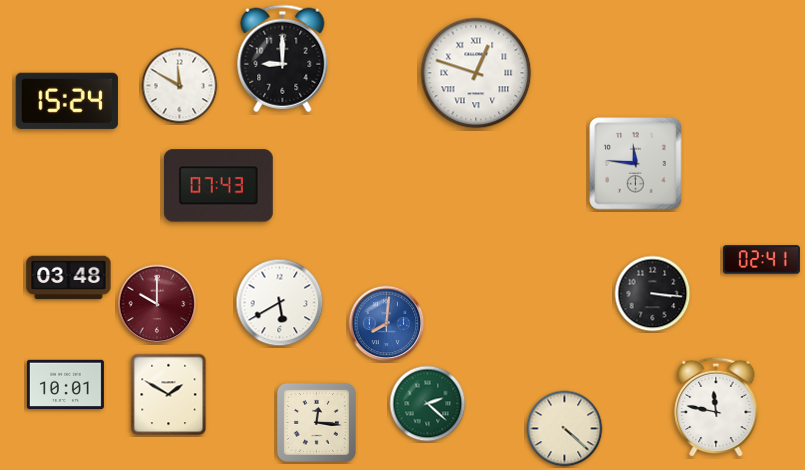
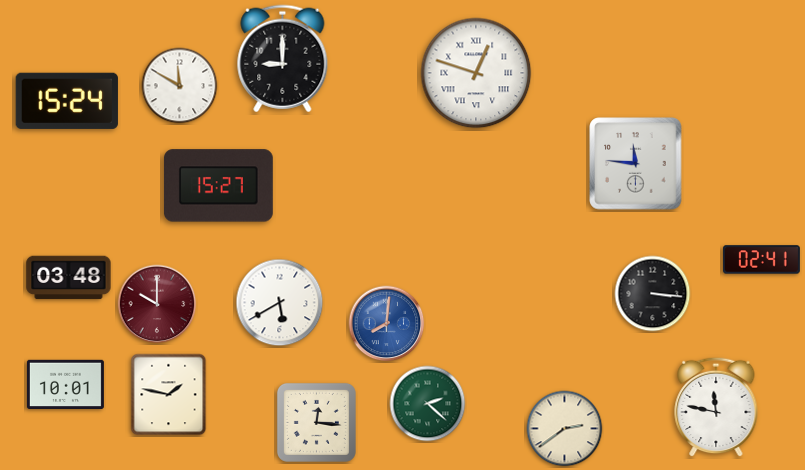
clock at (218, 186): 07:43 -> 15:27
clock at (169, 395): 1:50 -> 1:47
clock at (565, 429): 4:22 -> 2:39
